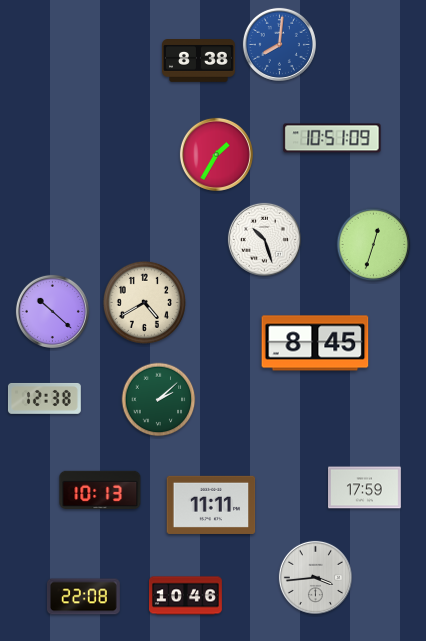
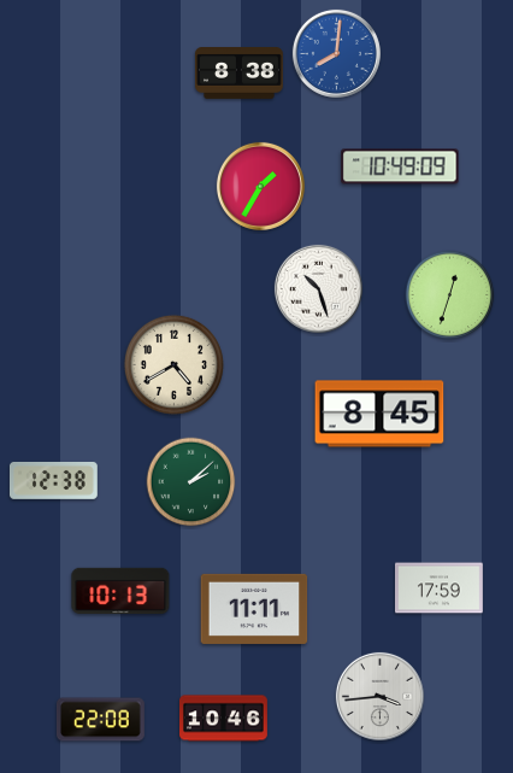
clock at (332, 138): 10:51 -> 10:49
clock at (52, 311): 10:22 -> none
